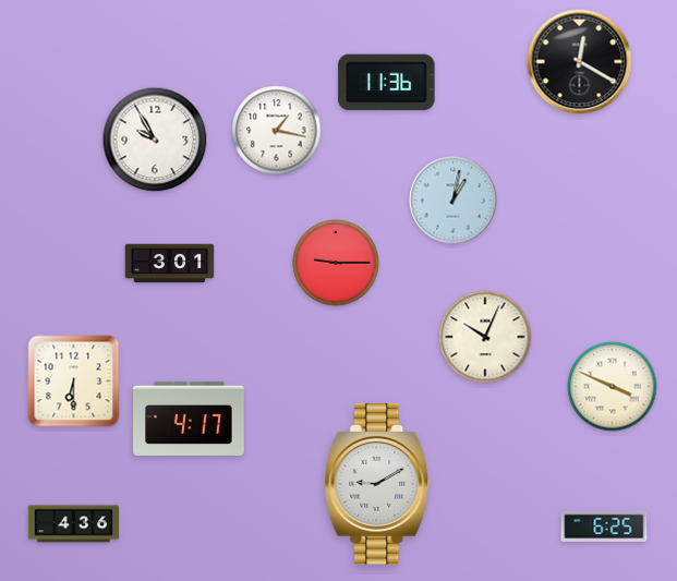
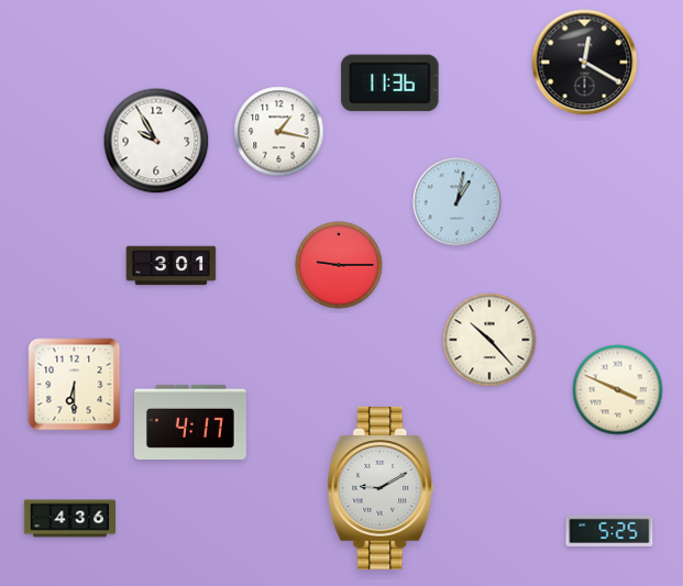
clock at (485, 337): 10:04 -> 10:23
clock at (74, 524) position: (74, 524) -> (70, 519)
clock at (604, 526): 6:25 -> 5:25
